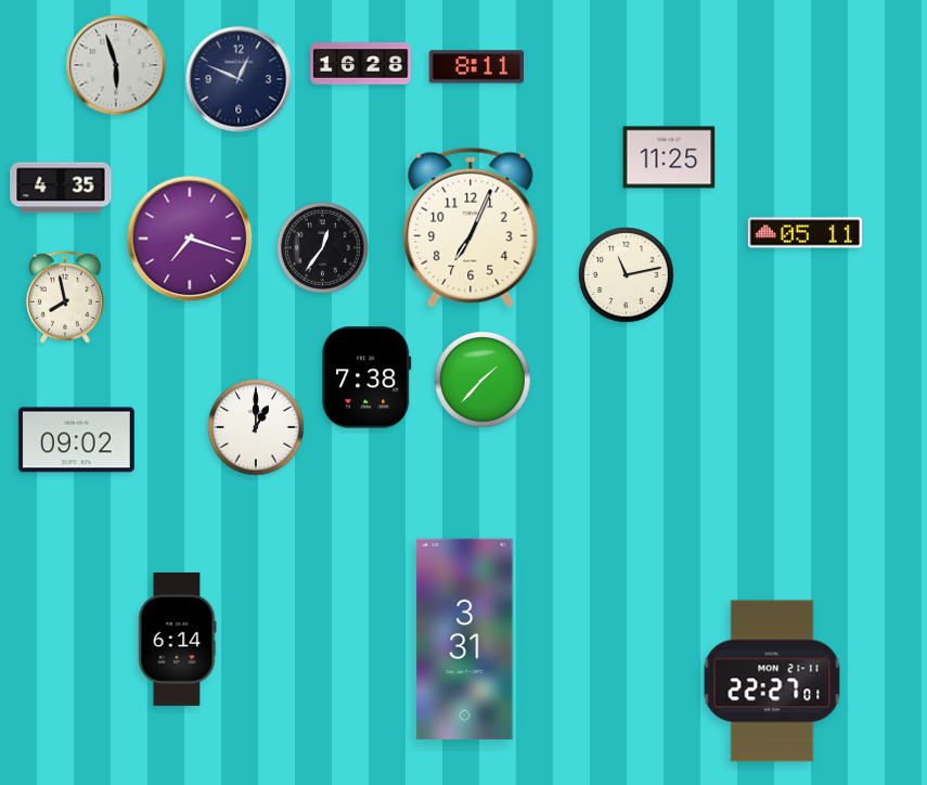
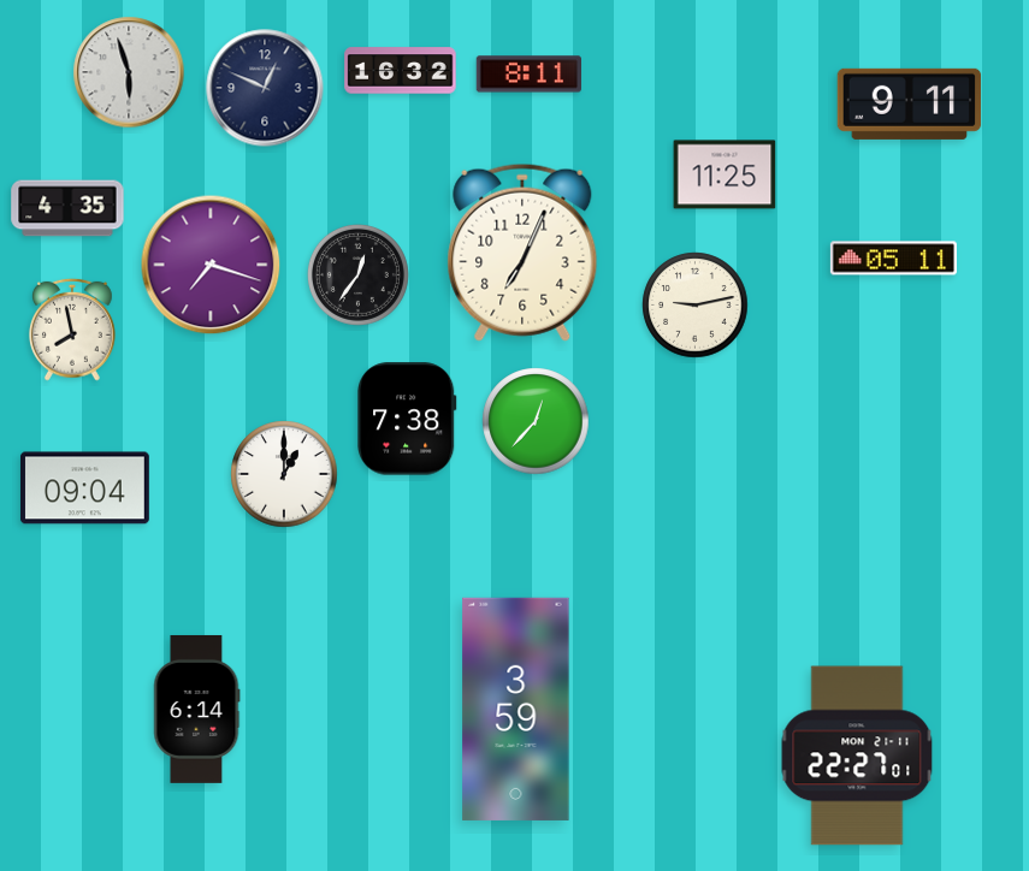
clock at (361, 64): 16:28 -> 16:32
clock at (910, 103): none -> 9:11
clock at (669, 157) position: (669, 157) -> (725, 174)
clock at (627, 275): 11:13 -> 9:13
clock at (482, 379): 1:37 -> 12:37
clock at (76, 440): 09:02 -> 09:04
clock at (465, 639): 3:31 -> 3:59
